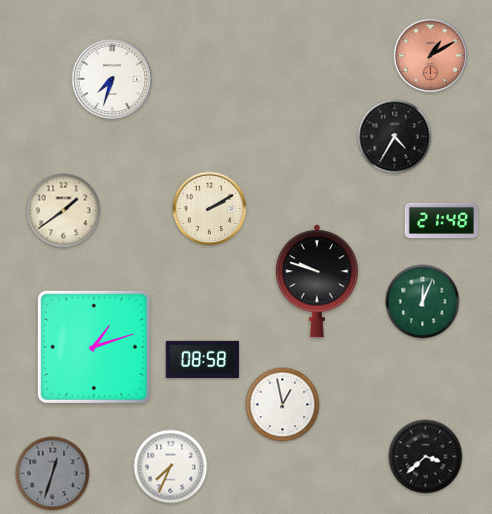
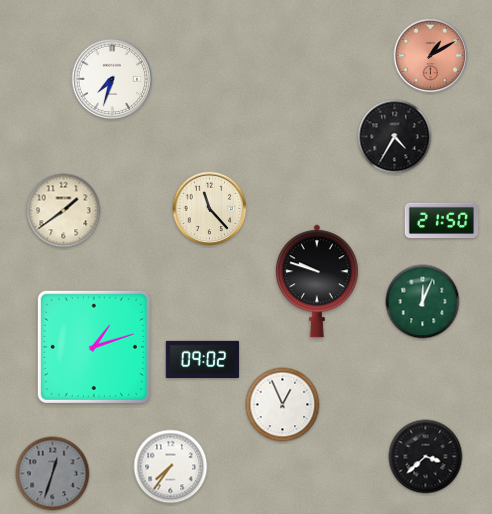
clock at (210, 209): 2:10 -> 11:23
clock at (442, 221): 21:48 -> 21:50
clock at (203, 359): 08:58 -> 09:02
clock at (283, 405): 12:58 -> 12:56
clock at (171, 467): 7:34 -> 7:36
